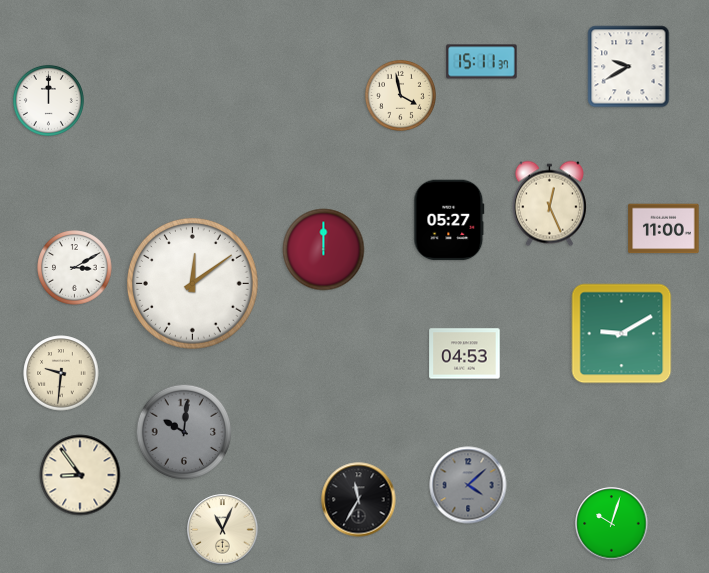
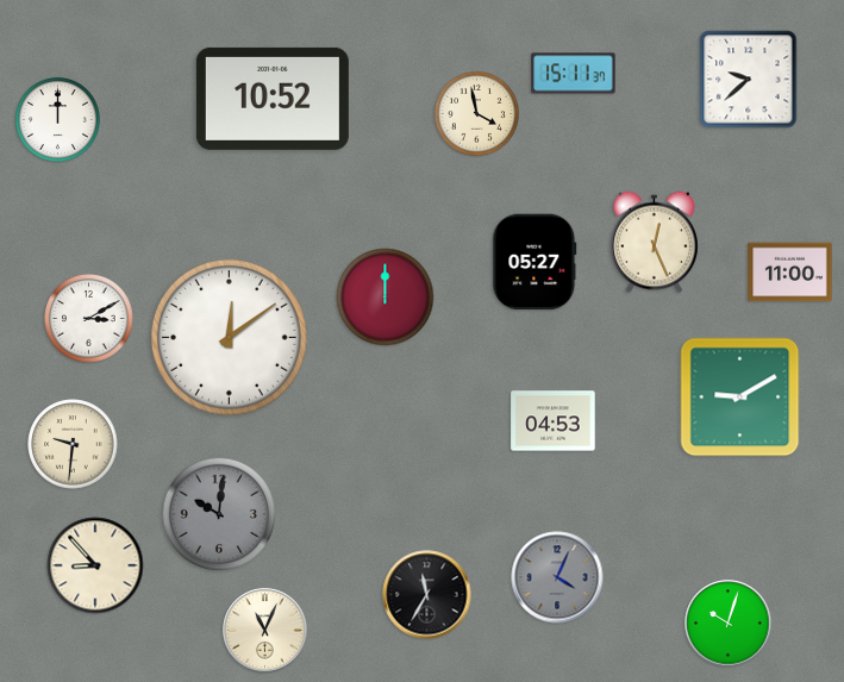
clock at (629, 67): 9:40 -> 9:38
clock at (273, 99): none -> 10:52
clock at (80, 475): 8:54 -> 8:53
clock at (468, 485): 4:08 -> 4:04
